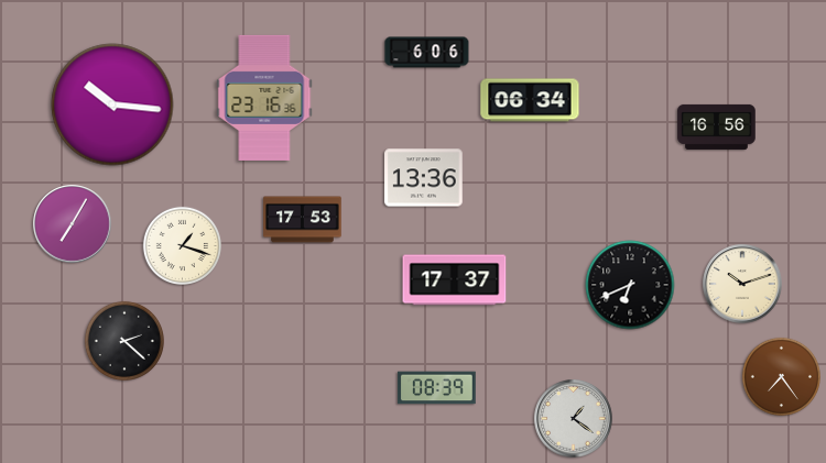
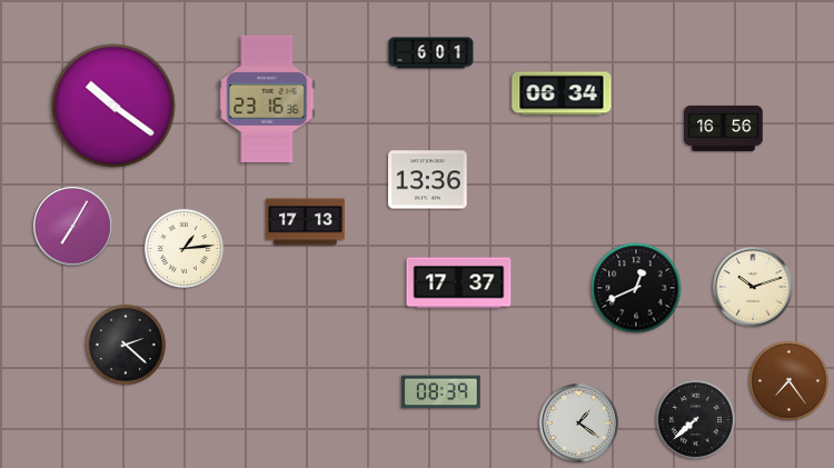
clock at (427, 53): 6:06 -> 6:01
clock at (530, 100) position: (530, 100) -> (562, 93)
clock at (112, 104): 10:16 -> 10:21
clock at (303, 220): 17:53 -> 17:13
clock at (182, 245): 1:18 -> 1:14
clock at (742, 284) position: (742, 284) -> (753, 287)
clock at (630, 285): 6:41 -> 12:41
clock at (695, 419): none -> 7:38
